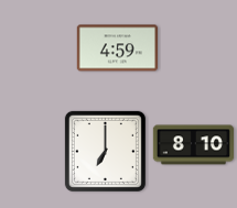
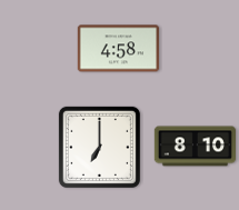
clock at (117, 48): 4:59 -> 4:58
clock at (105, 151) position: (105, 151) -> (99, 147)
